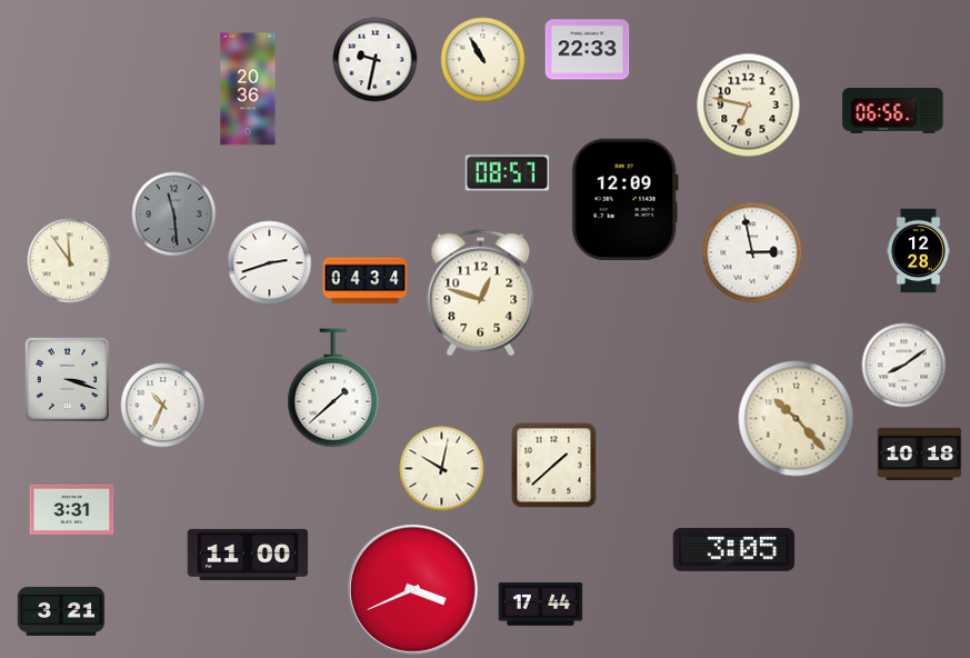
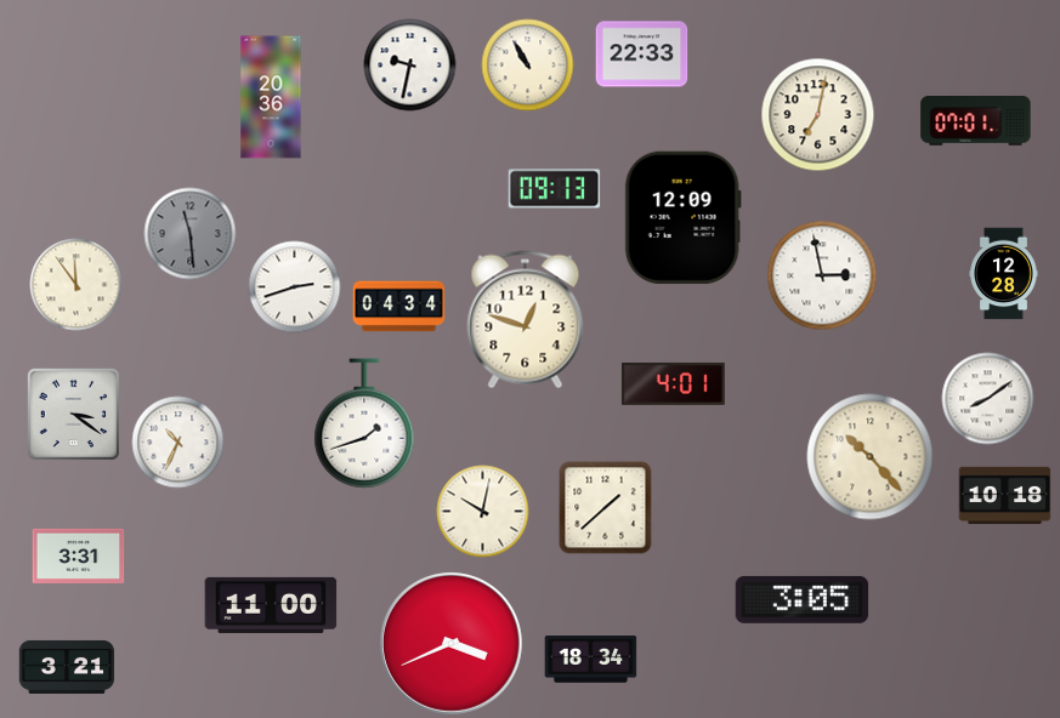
clock at (749, 106): 6:47 -> 7:02
clock at (893, 111): 06:56 -> 07:01
clock at (508, 173): 08:57 -> 09:13
clock at (673, 383): none -> 4:01
clock at (67, 379): 3:18 -> 3:21
clock at (333, 388): 1:38 -> 1:42
clock at (541, 605): 17:44 -> 18:34
